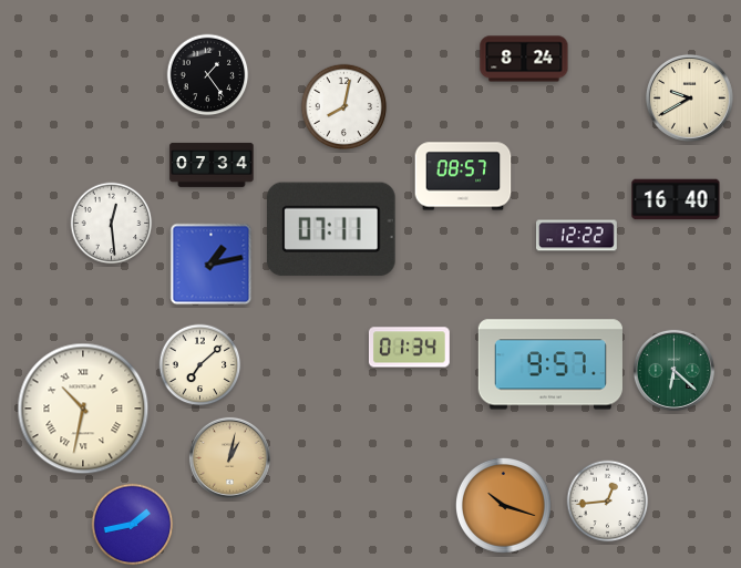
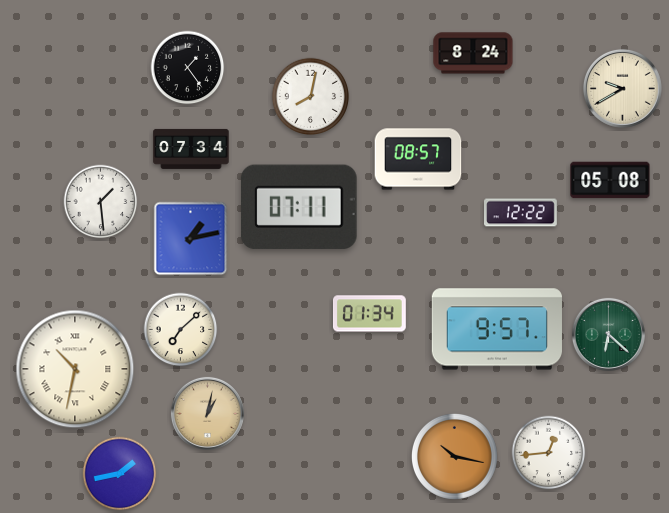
clock at (676, 199): 16:40 -> 05:08
clock at (112, 224): 12:29 -> 1:29
clock at (503, 505): 10:18 -> 10:17
